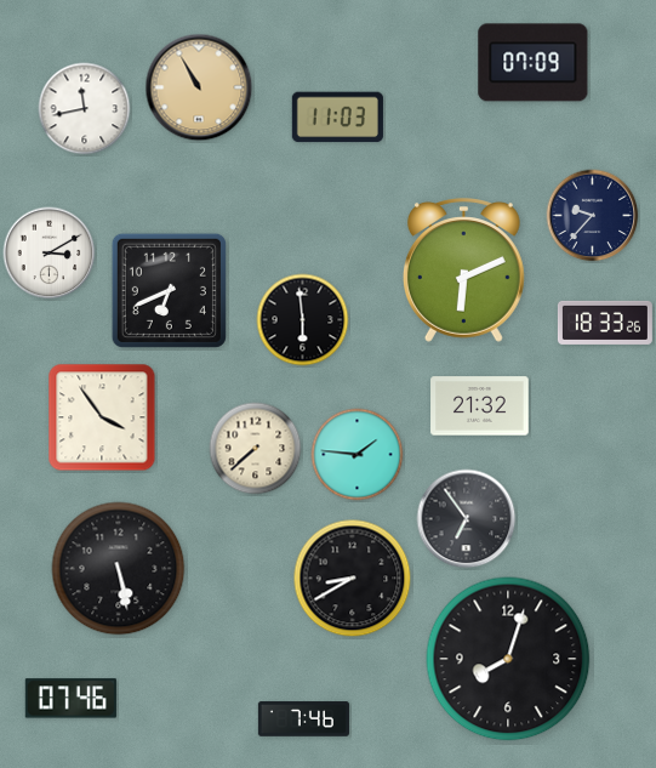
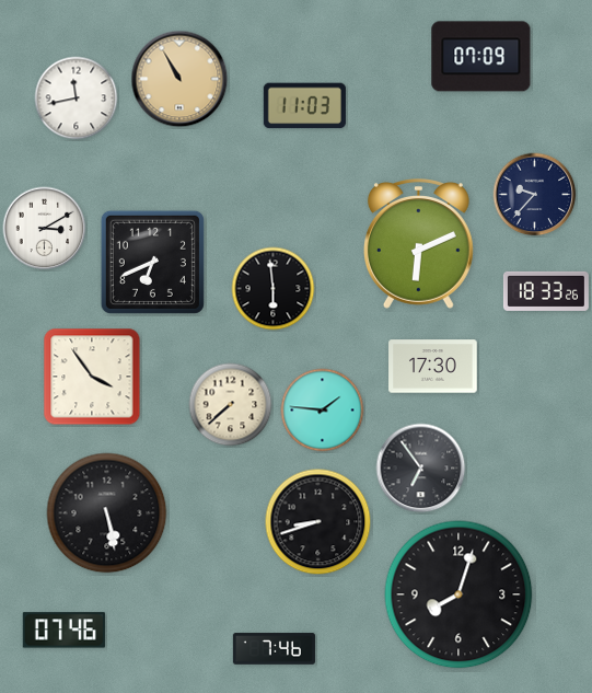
clock at (480, 406): 21:32 -> 17:30
clock at (353, 579): 8:40 -> 8:42
